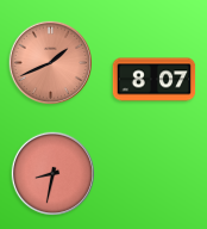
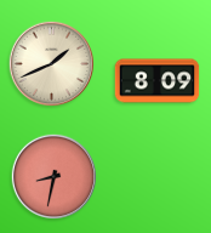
clock at (50, 62) dial: salmon -> cream
clock at (155, 80): 8:07 -> 8:09
